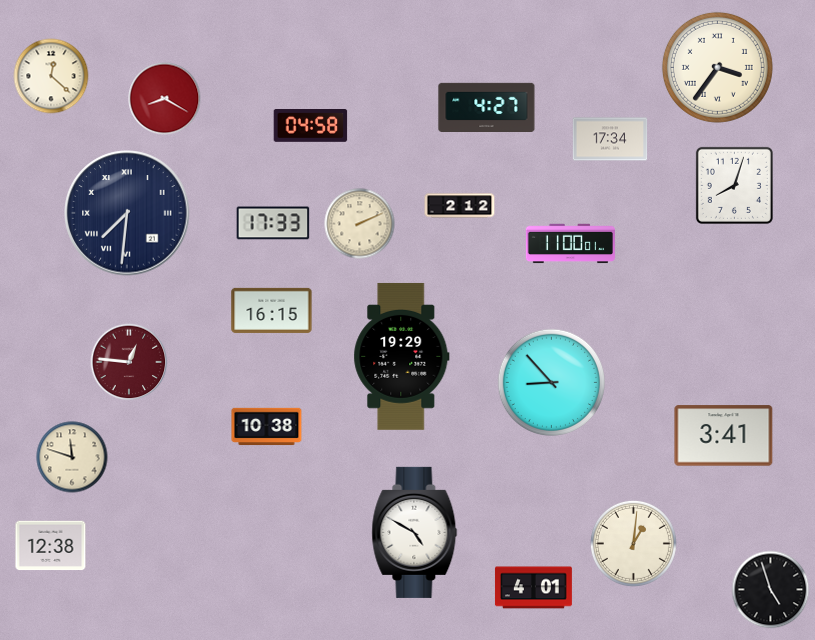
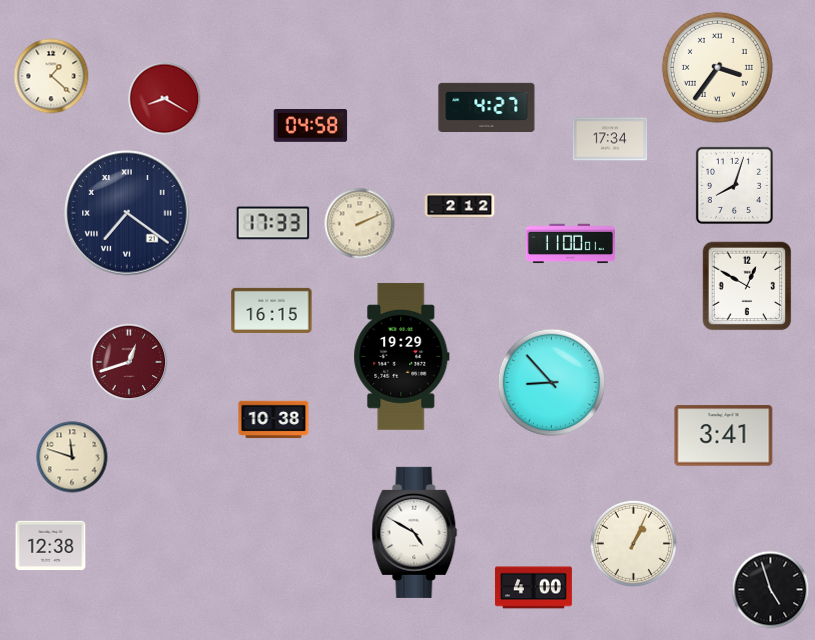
clock at (51, 76): 12:22 -> 1:22
clock at (127, 213): 7:31 -> 7:21
clock at (747, 286): none -> 12:50
clock at (129, 362): 12:46 -> 12:42
clock at (267, 427) position: (267, 427) -> (274, 420)
clock at (633, 543): 1:01 -> 1:04
clock at (533, 588): 4:01 -> 4:00
